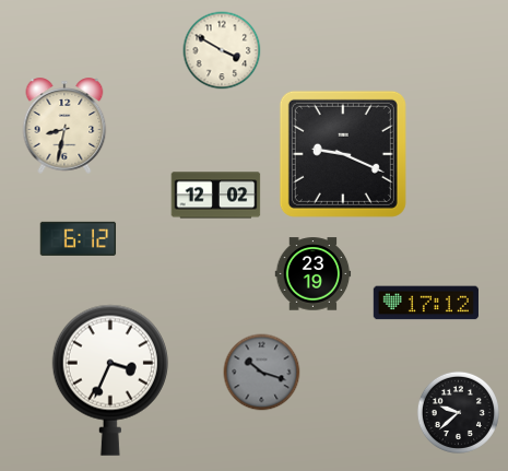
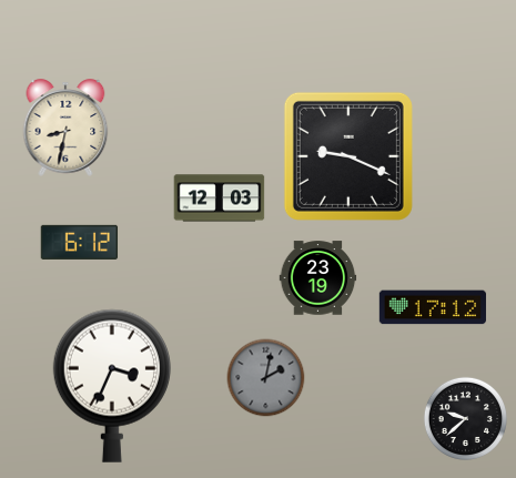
clock at (222, 50): 3:50 -> none
clock at (216, 196): 12:02 -> 12:03
clock at (262, 373): 10:18 -> 2:02
